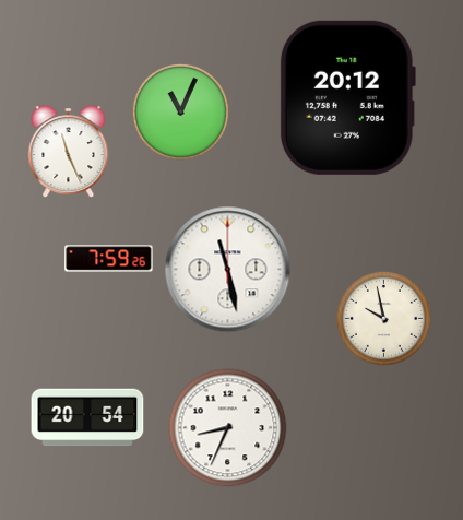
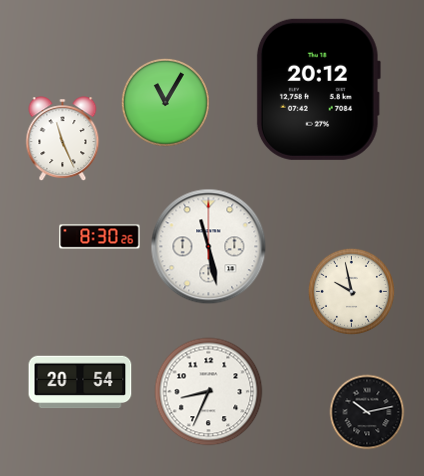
clock at (180, 111): 11:04 -> 11:05
clock at (109, 259): 7:59 -> 8:30
clock at (367, 412): none -> 10:13
